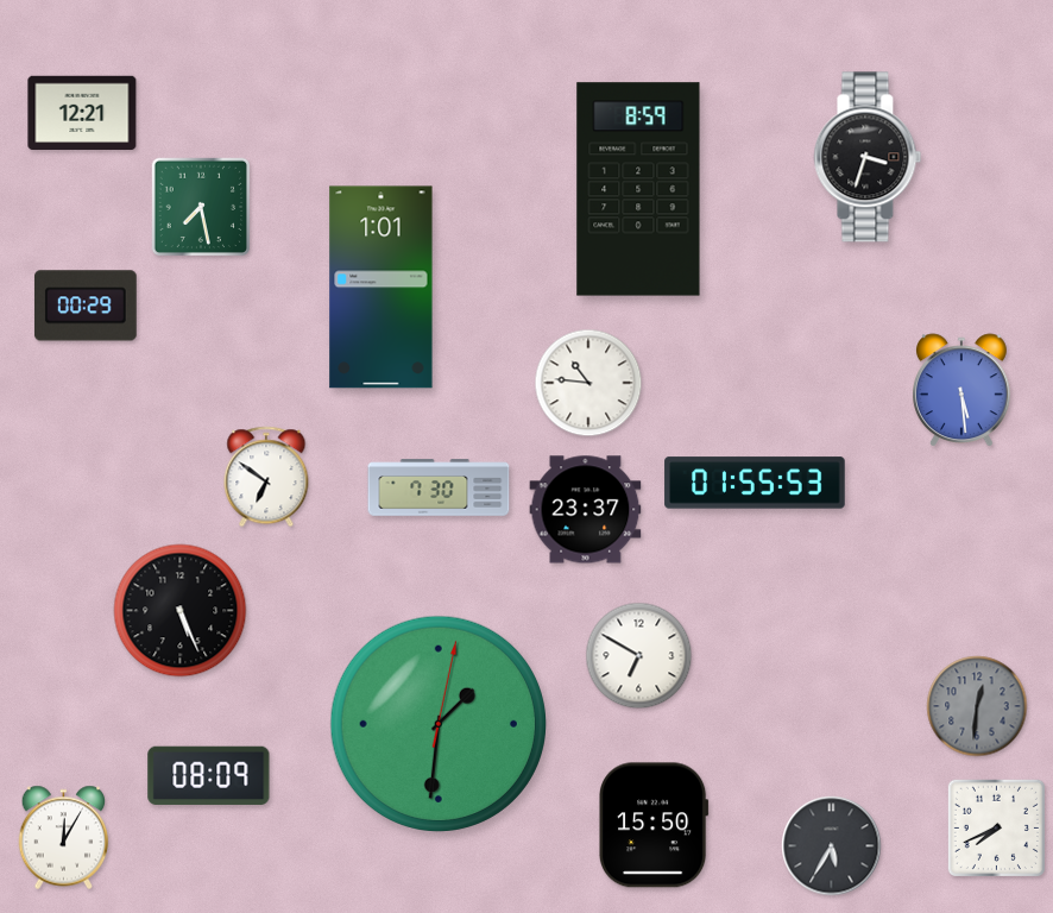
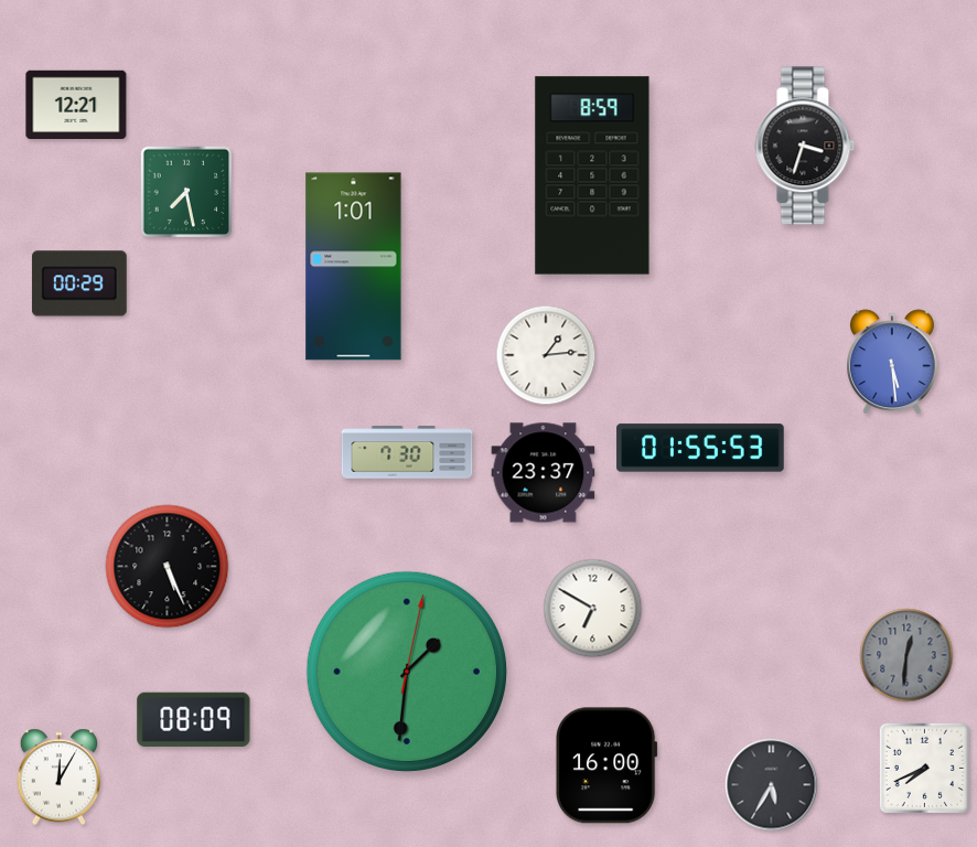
clock at (588, 383): 10:46 -> 1:14
clock at (266, 477): 6:51 -> none
clock at (655, 825): 15:50 -> 16:00
